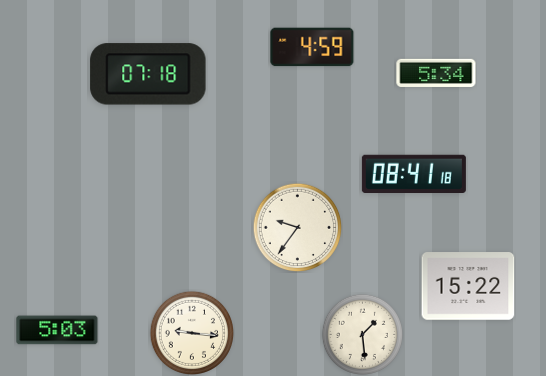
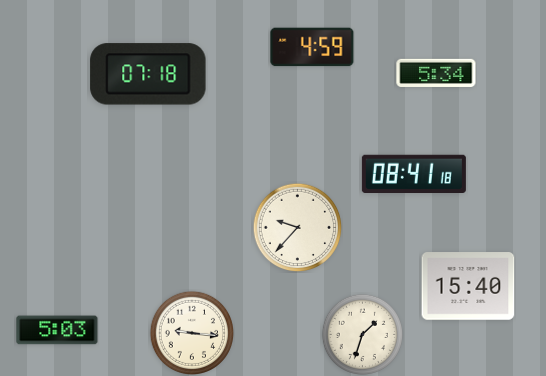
clock at (297, 227): 9:36 -> 9:37
clock at (468, 286): 15:22 -> 15:40
clock at (362, 334): 1:29 -> 1:33
